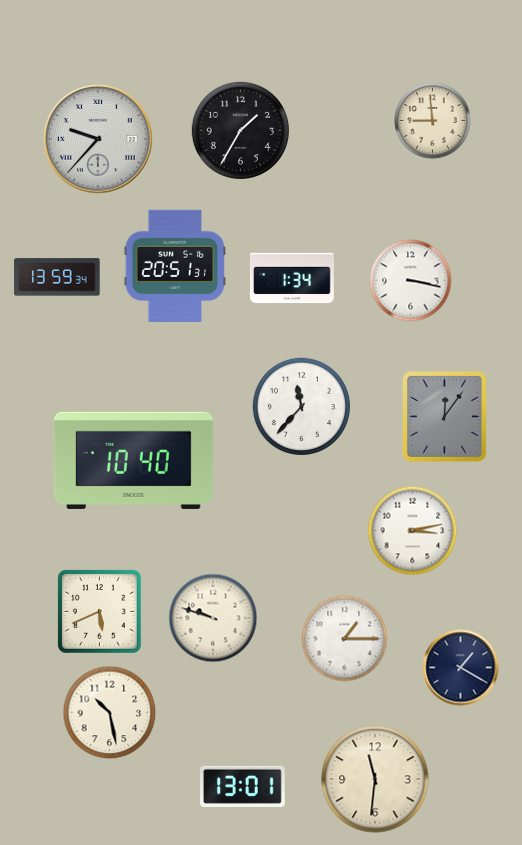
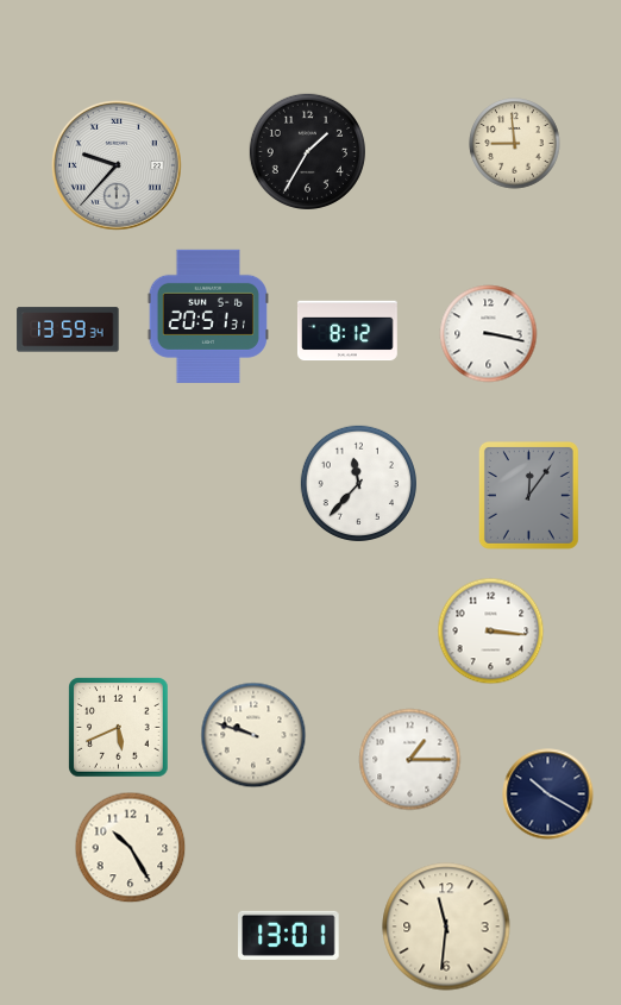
clock at (240, 130) position: (240, 130) -> (307, 151)
clock at (292, 278): 1:34 -> 8:12
clock at (133, 460): 10:40 -> none
clock at (413, 531): 3:13 -> 3:16
clock at (461, 668): 1:20 -> 10:20
clock at (110, 713): 10:28 -> 10:25
